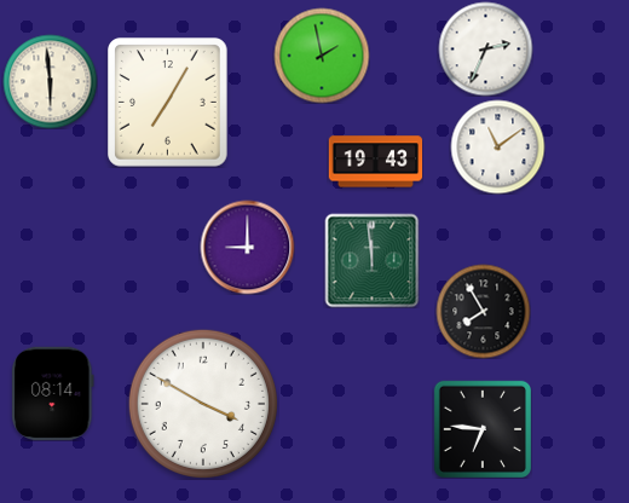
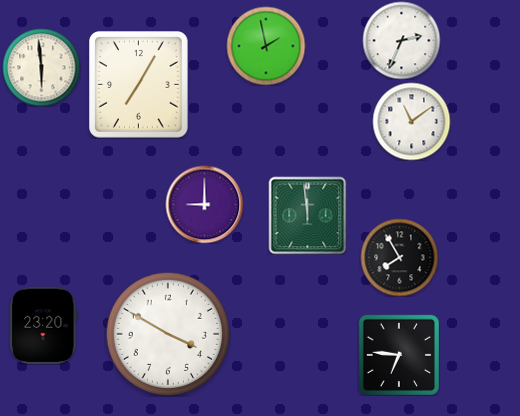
clock at (375, 162): 19:43 -> none
clock at (53, 393): 08:14 -> 23:20
